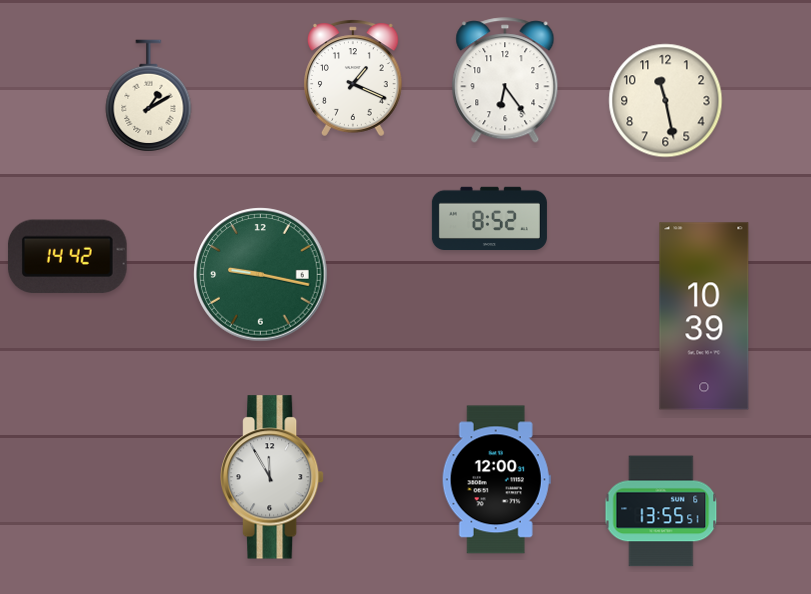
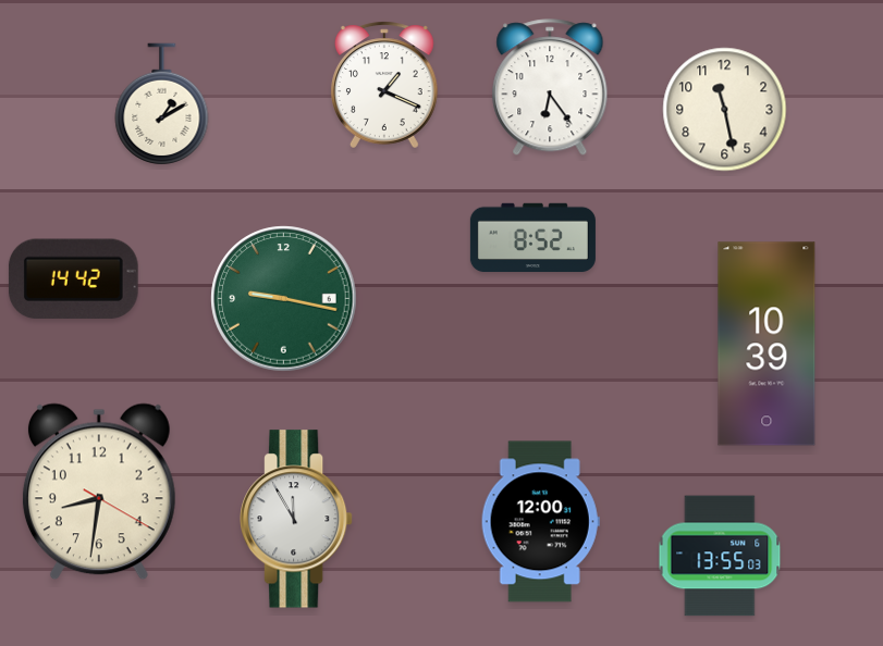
clock at (99, 492): none -> 8:31
clock at (661, 511): 13:55:51 -> 13:55:03
